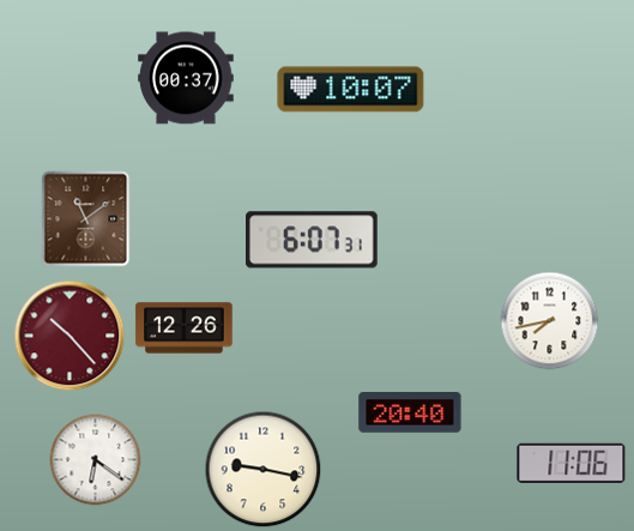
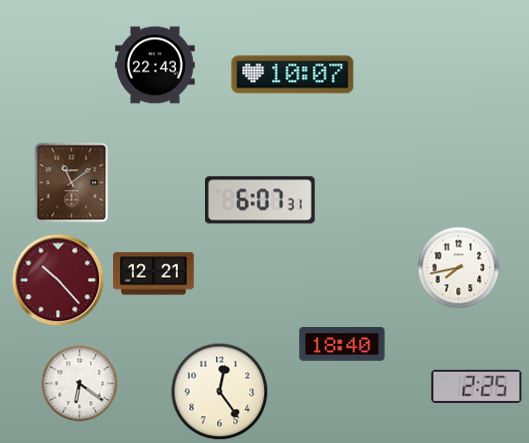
clock at (186, 78): 00:37 -> 22:43
clock at (185, 328): 12:26 -> 12:21
clock at (410, 412): 20:40 -> 18:40
clock at (572, 463): 11:06 -> 2:25
clock at (264, 470): 9:17 -> 12:24
